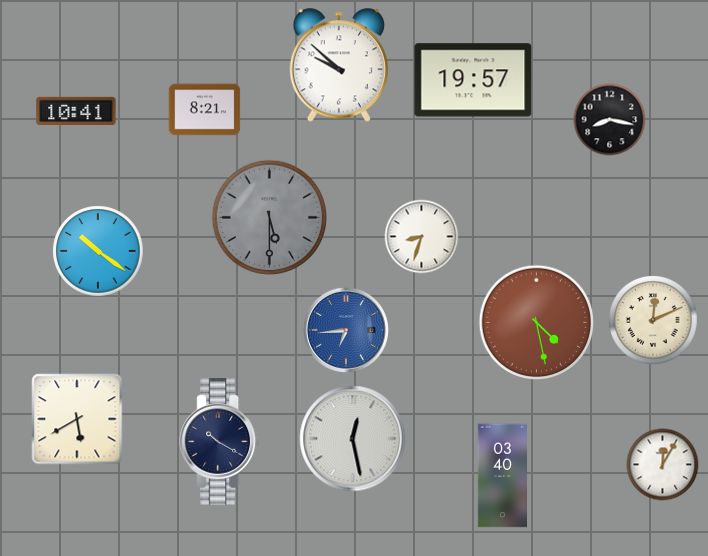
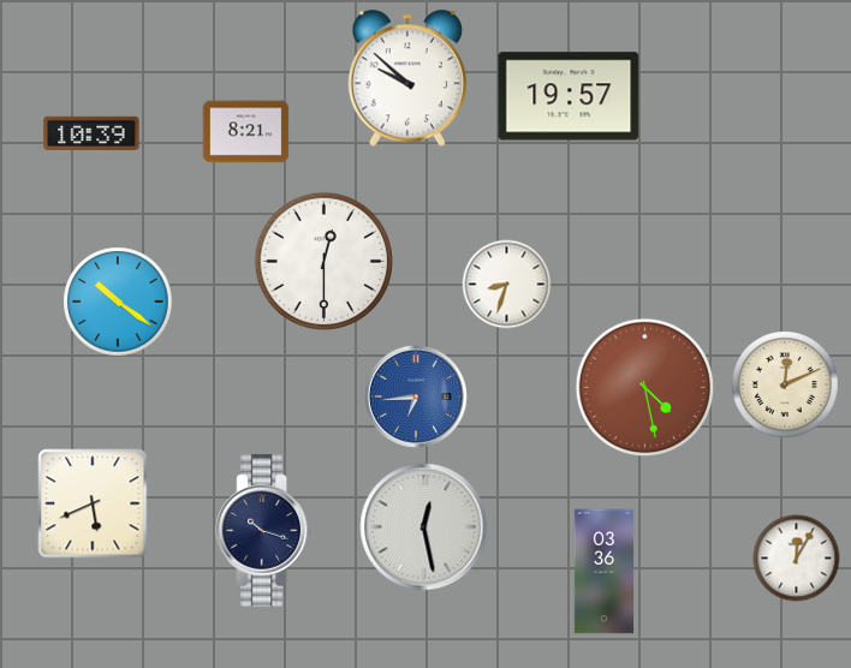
clock at (76, 110): 10:41 -> 10:39
clock at (610, 120): 8:17 -> none
clock at (270, 218): 5:30 -> 12:30
clock at (270, 218) dial: grey -> white
clock at (77, 419): 5:40 -> 5:41
clock at (220, 442): 10:20 -> 10:18
clock at (503, 476): 03:40 -> 03:36
